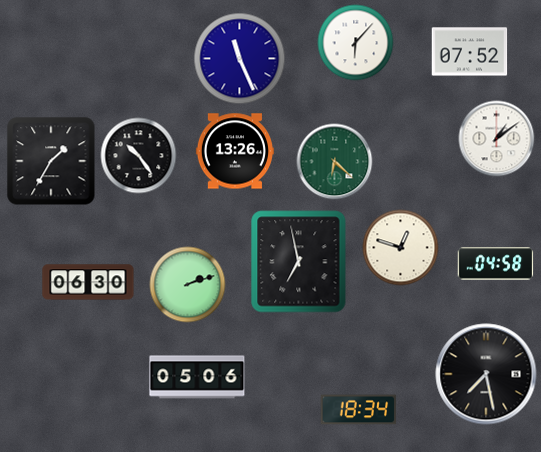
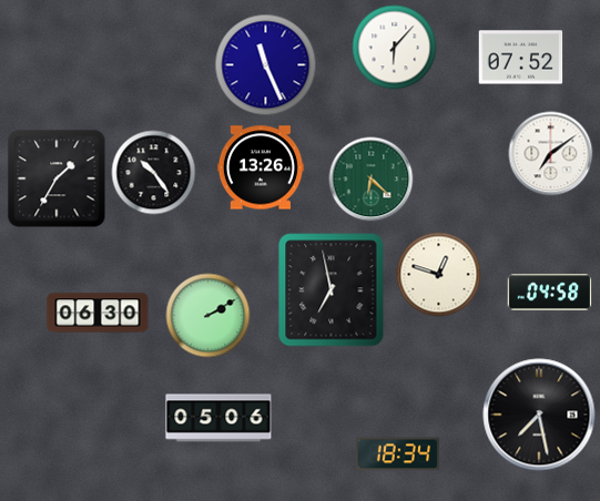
clock at (497, 139): 1:09 -> 7:09
clock at (401, 248) position: (401, 248) -> (439, 275)
clock at (188, 285): 2:12 -> 2:10
